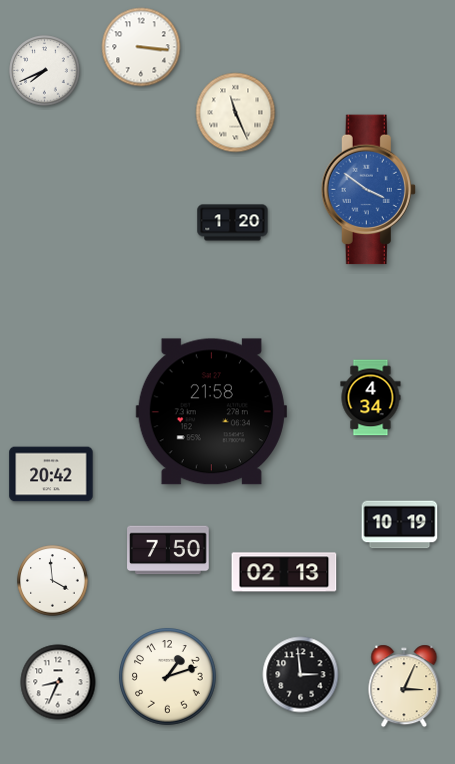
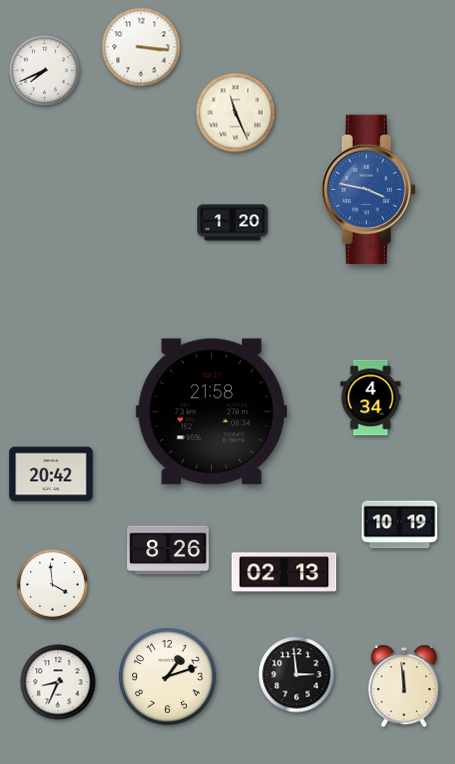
clock at (368, 190): 3:51 -> 3:47
clock at (168, 550): 7:50 -> 8:26
clock at (53, 581) position: (53, 581) -> (53, 585)
clock at (301, 675) position: (301, 675) -> (297, 675)
clock at (404, 686): 3:04 -> 11:59
